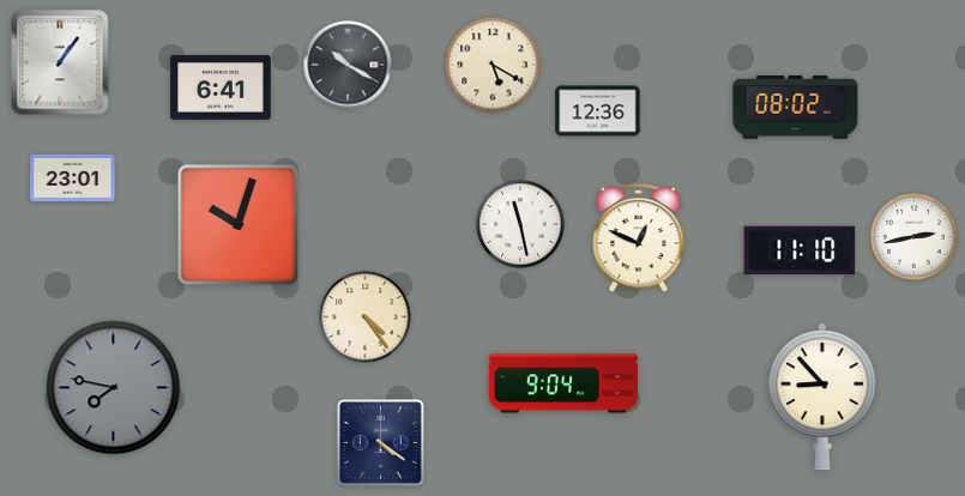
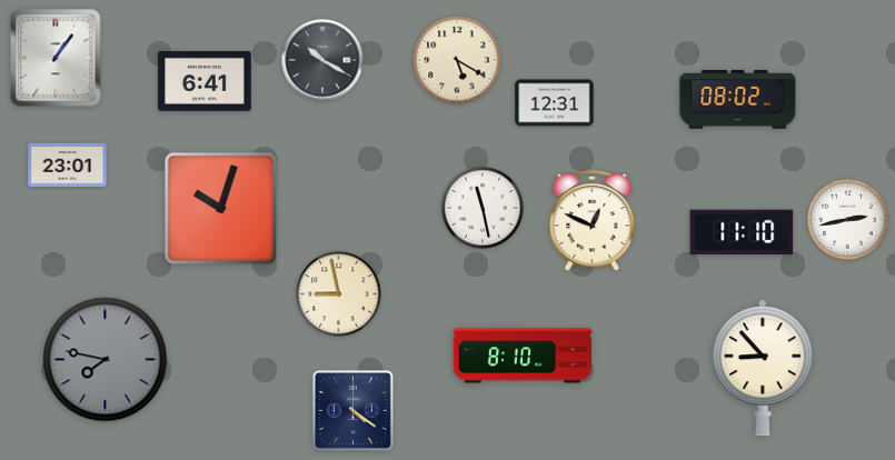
clock at (598, 111): 12:36 -> 12:31
clock at (366, 317): 4:24 -> 8:58
clock at (563, 383): 9:04 -> 8:10
